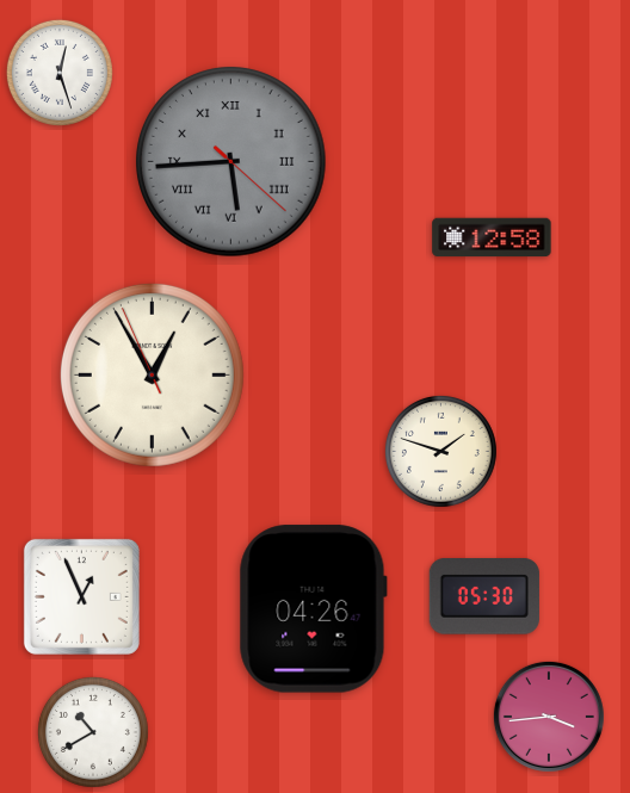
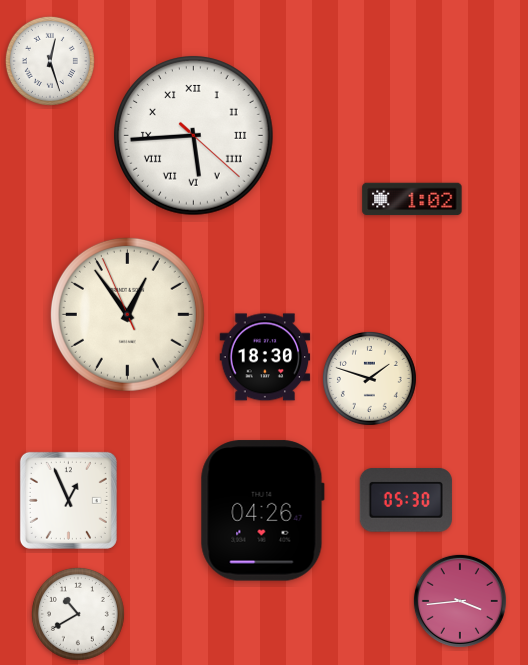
clock at (231, 162) dial: grey -> white
clock at (492, 237): 12:58 -> 1:02
clock at (152, 374): 12:54 -> 12:53
clock at (265, 357): none -> 18:30
